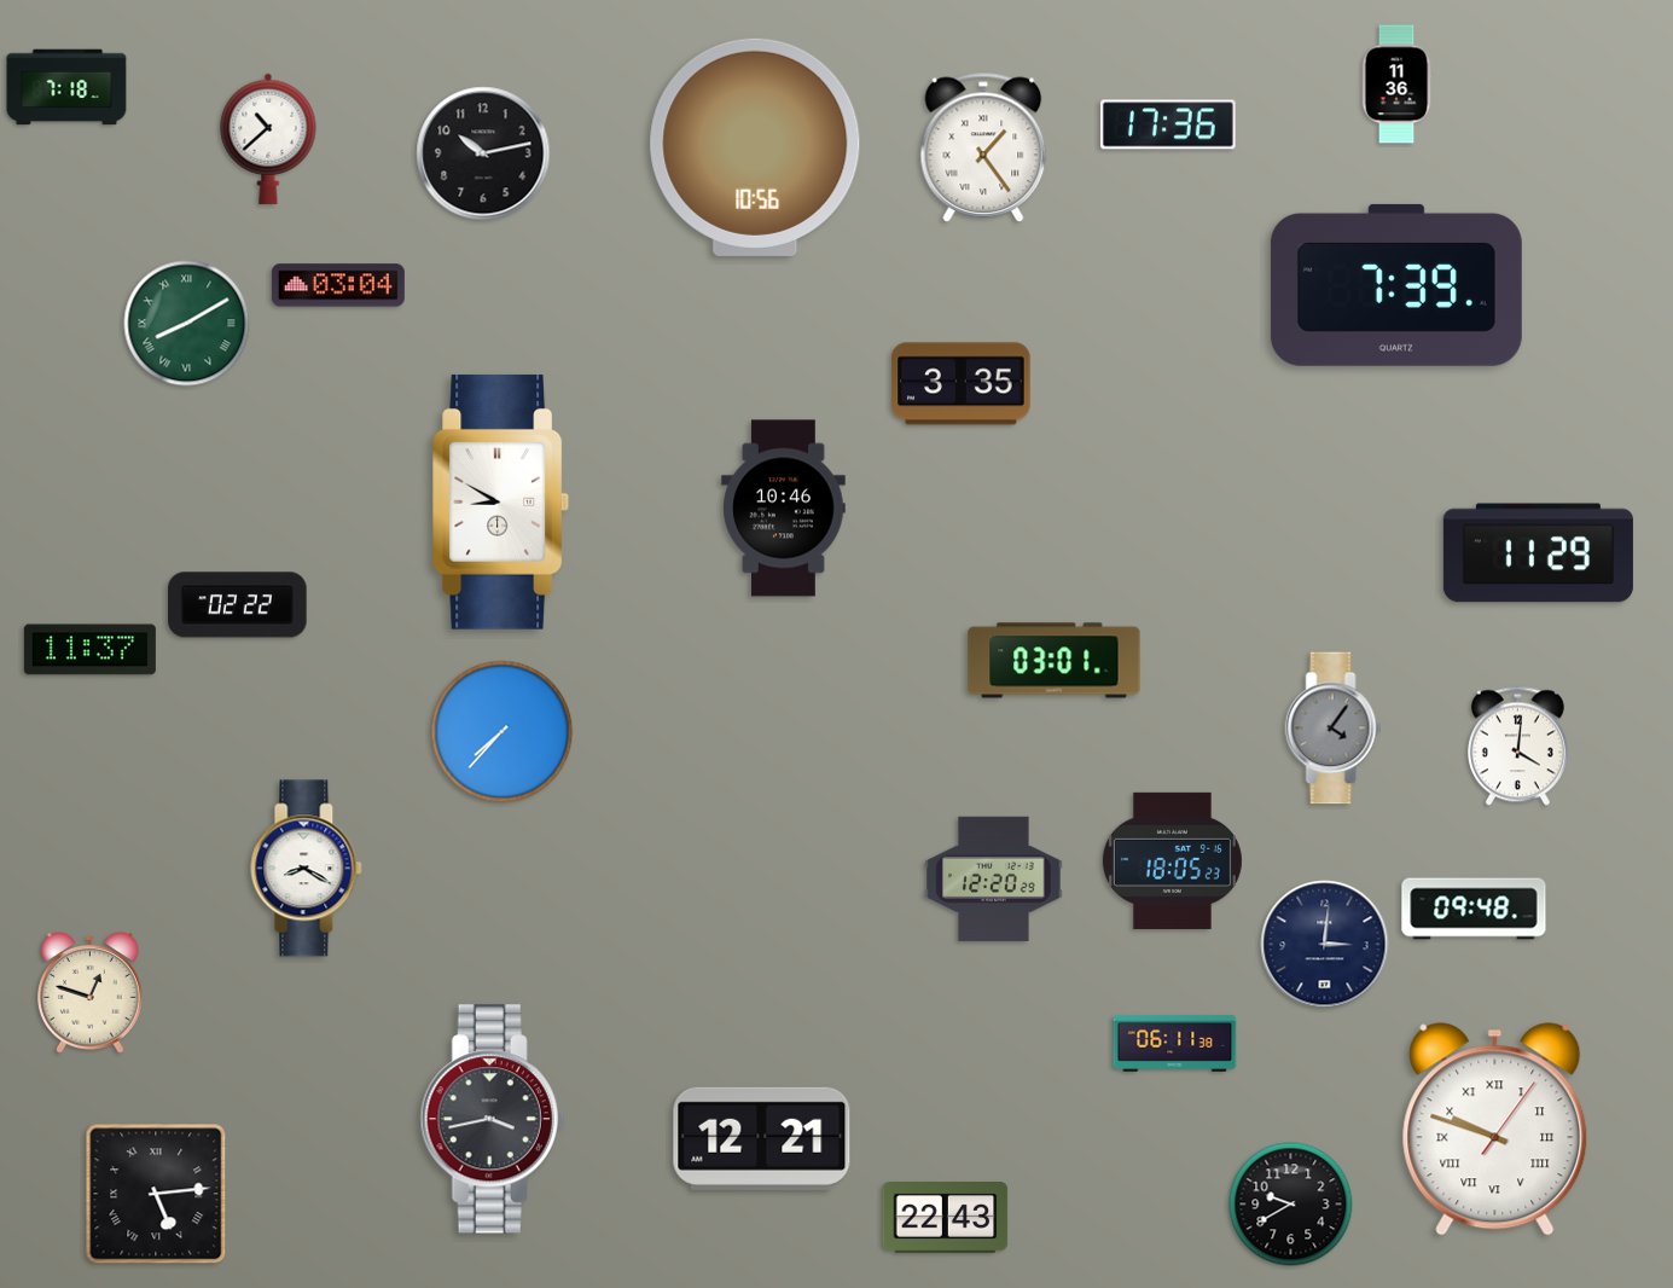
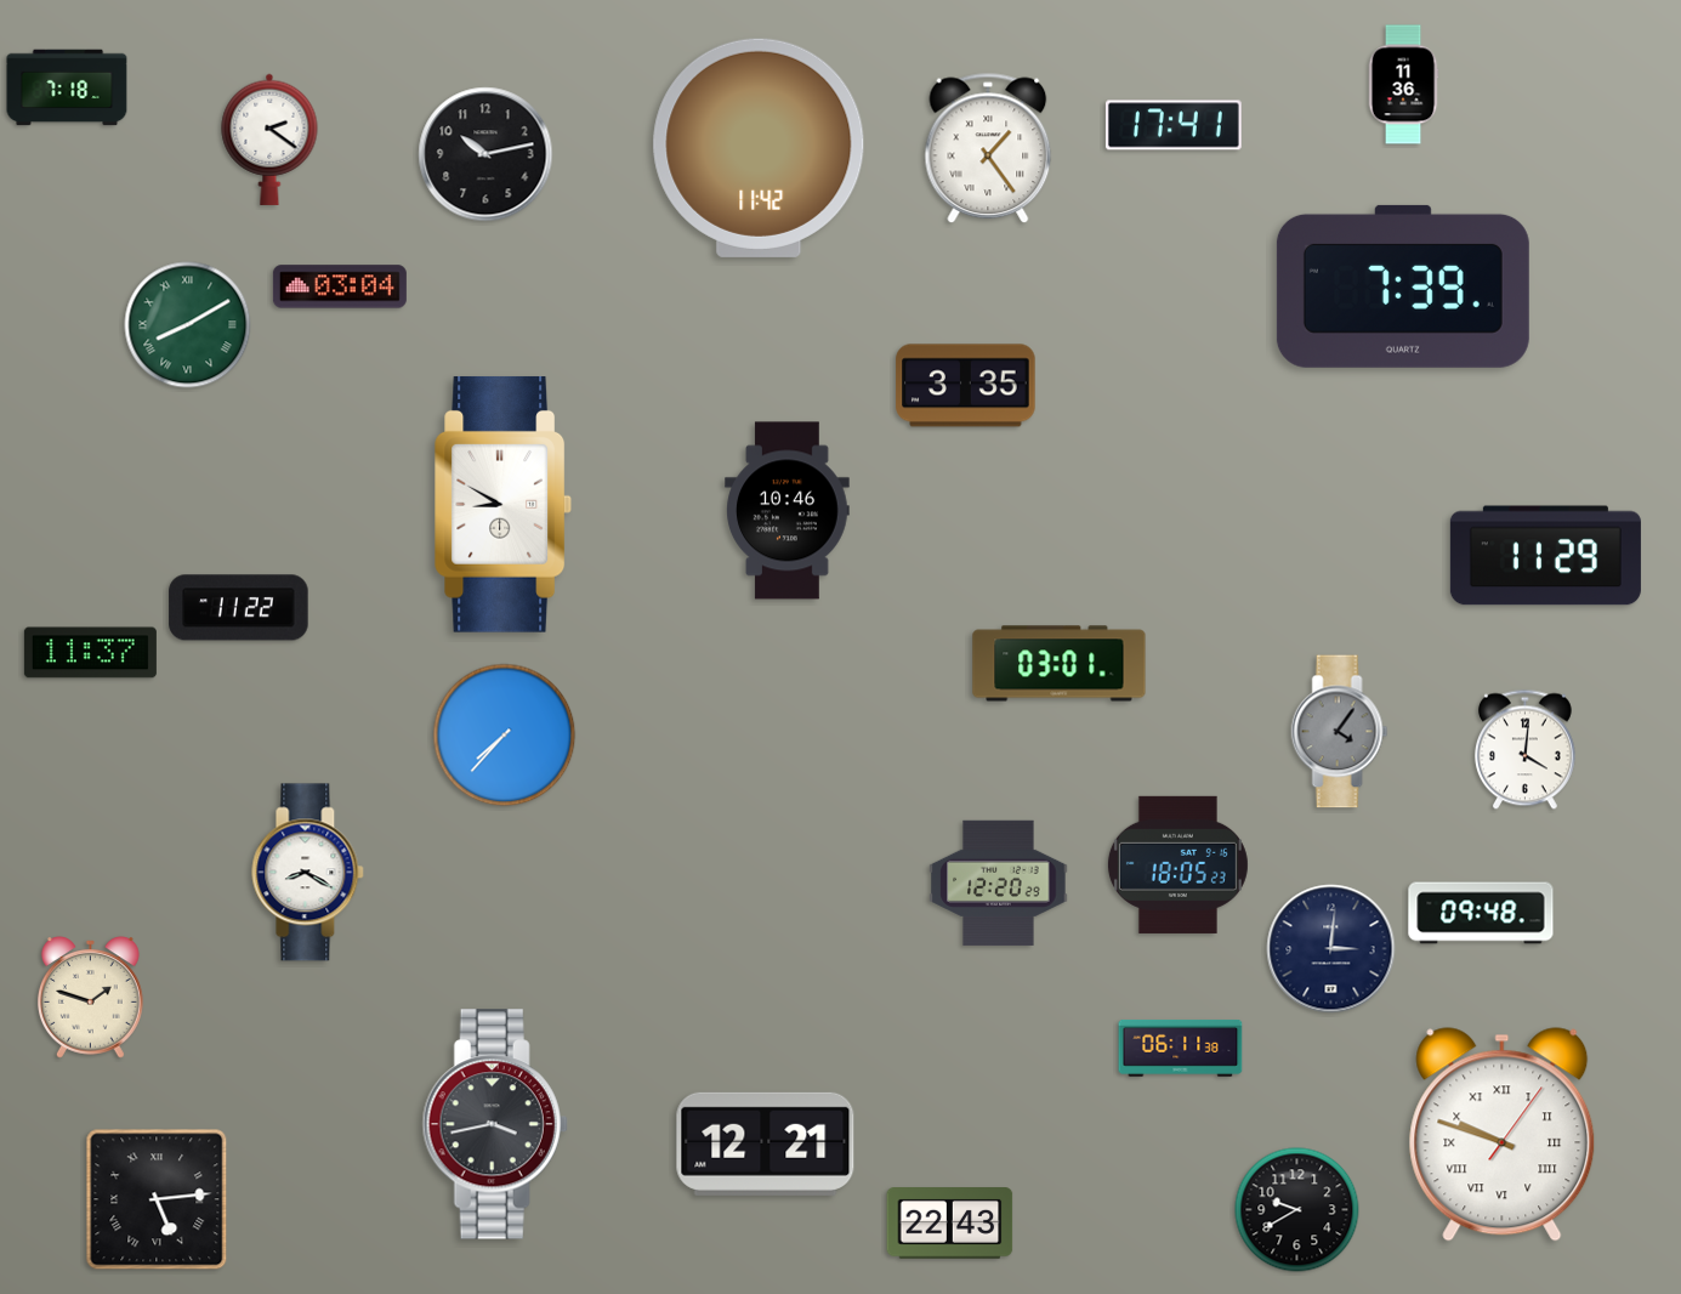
clock at (1168, 124): 17:36 -> 17:41
clock at (268, 139): 10:38 -> 2:21
clock at (755, 147): 10:56 -> 11:42
clock at (238, 605): 02:22 -> 11:22
clock at (91, 993): 12:48 -> 1:48
